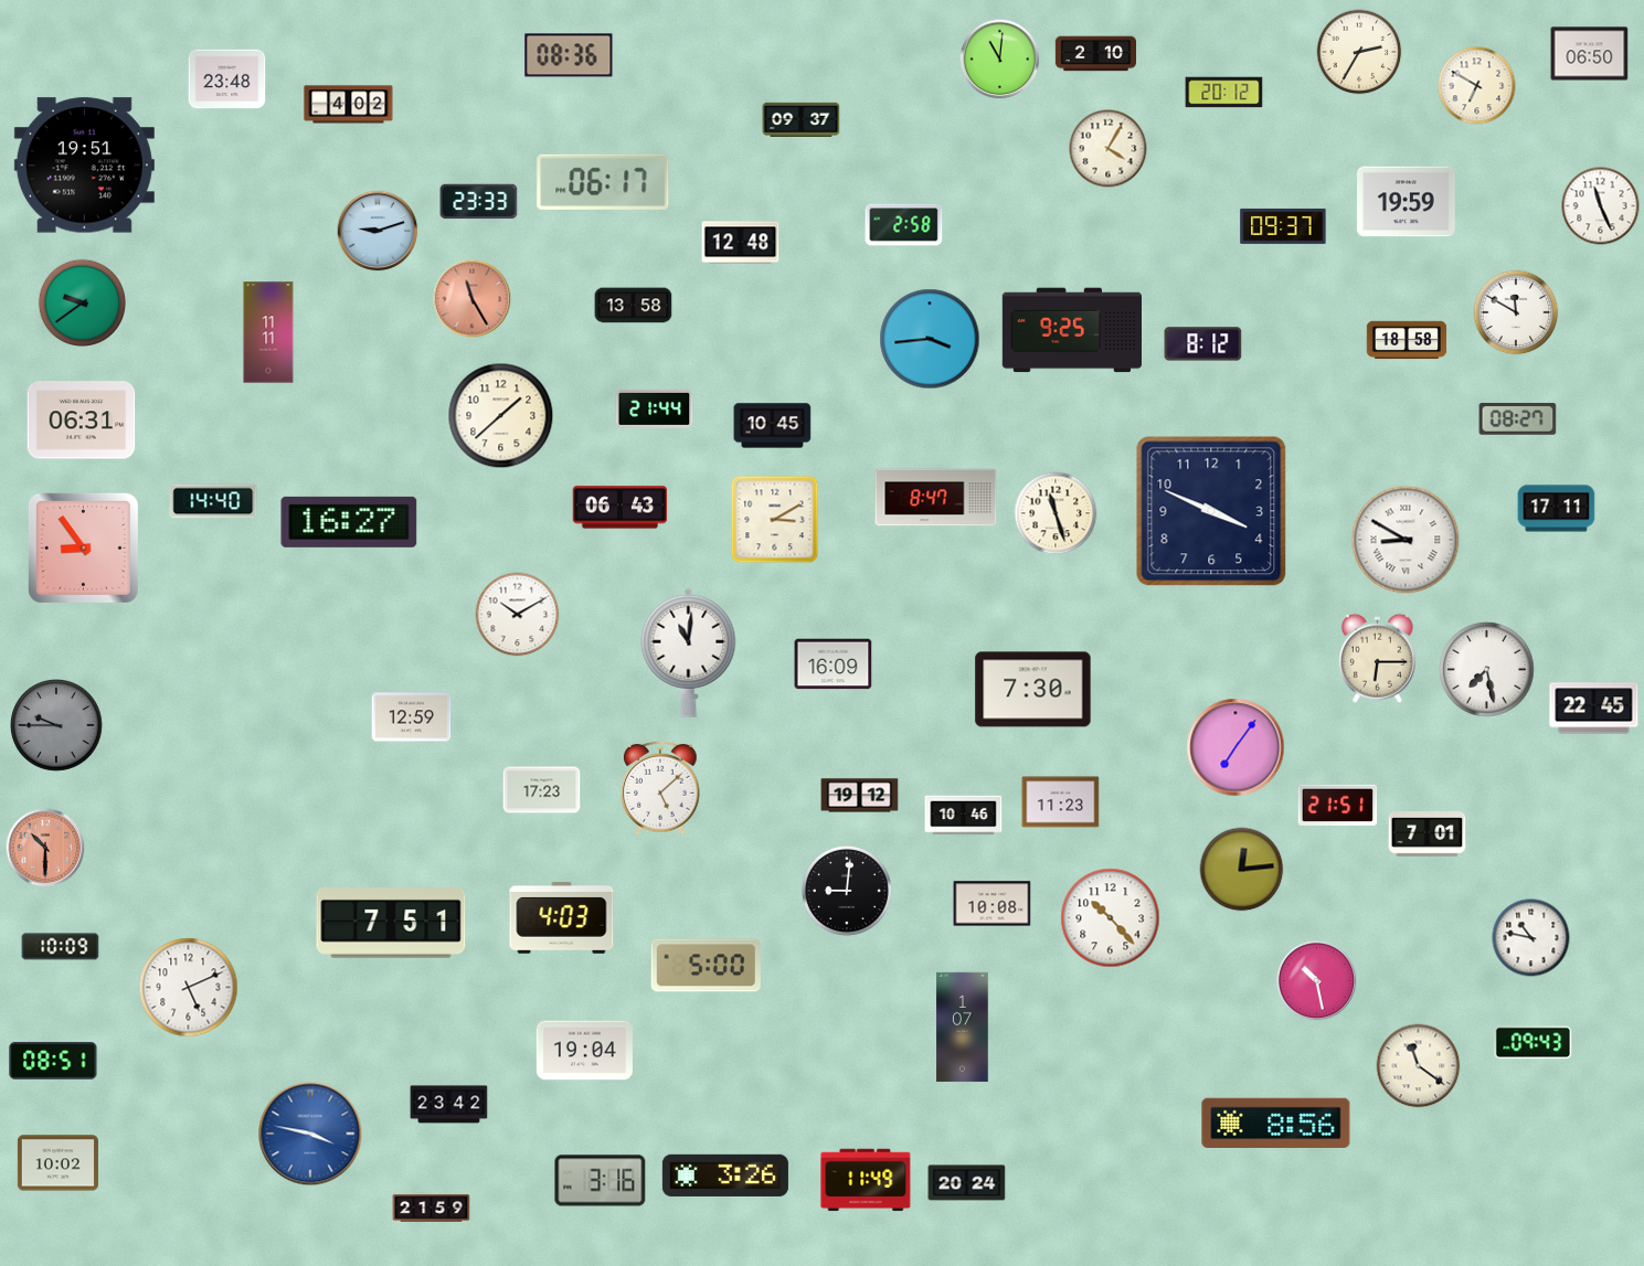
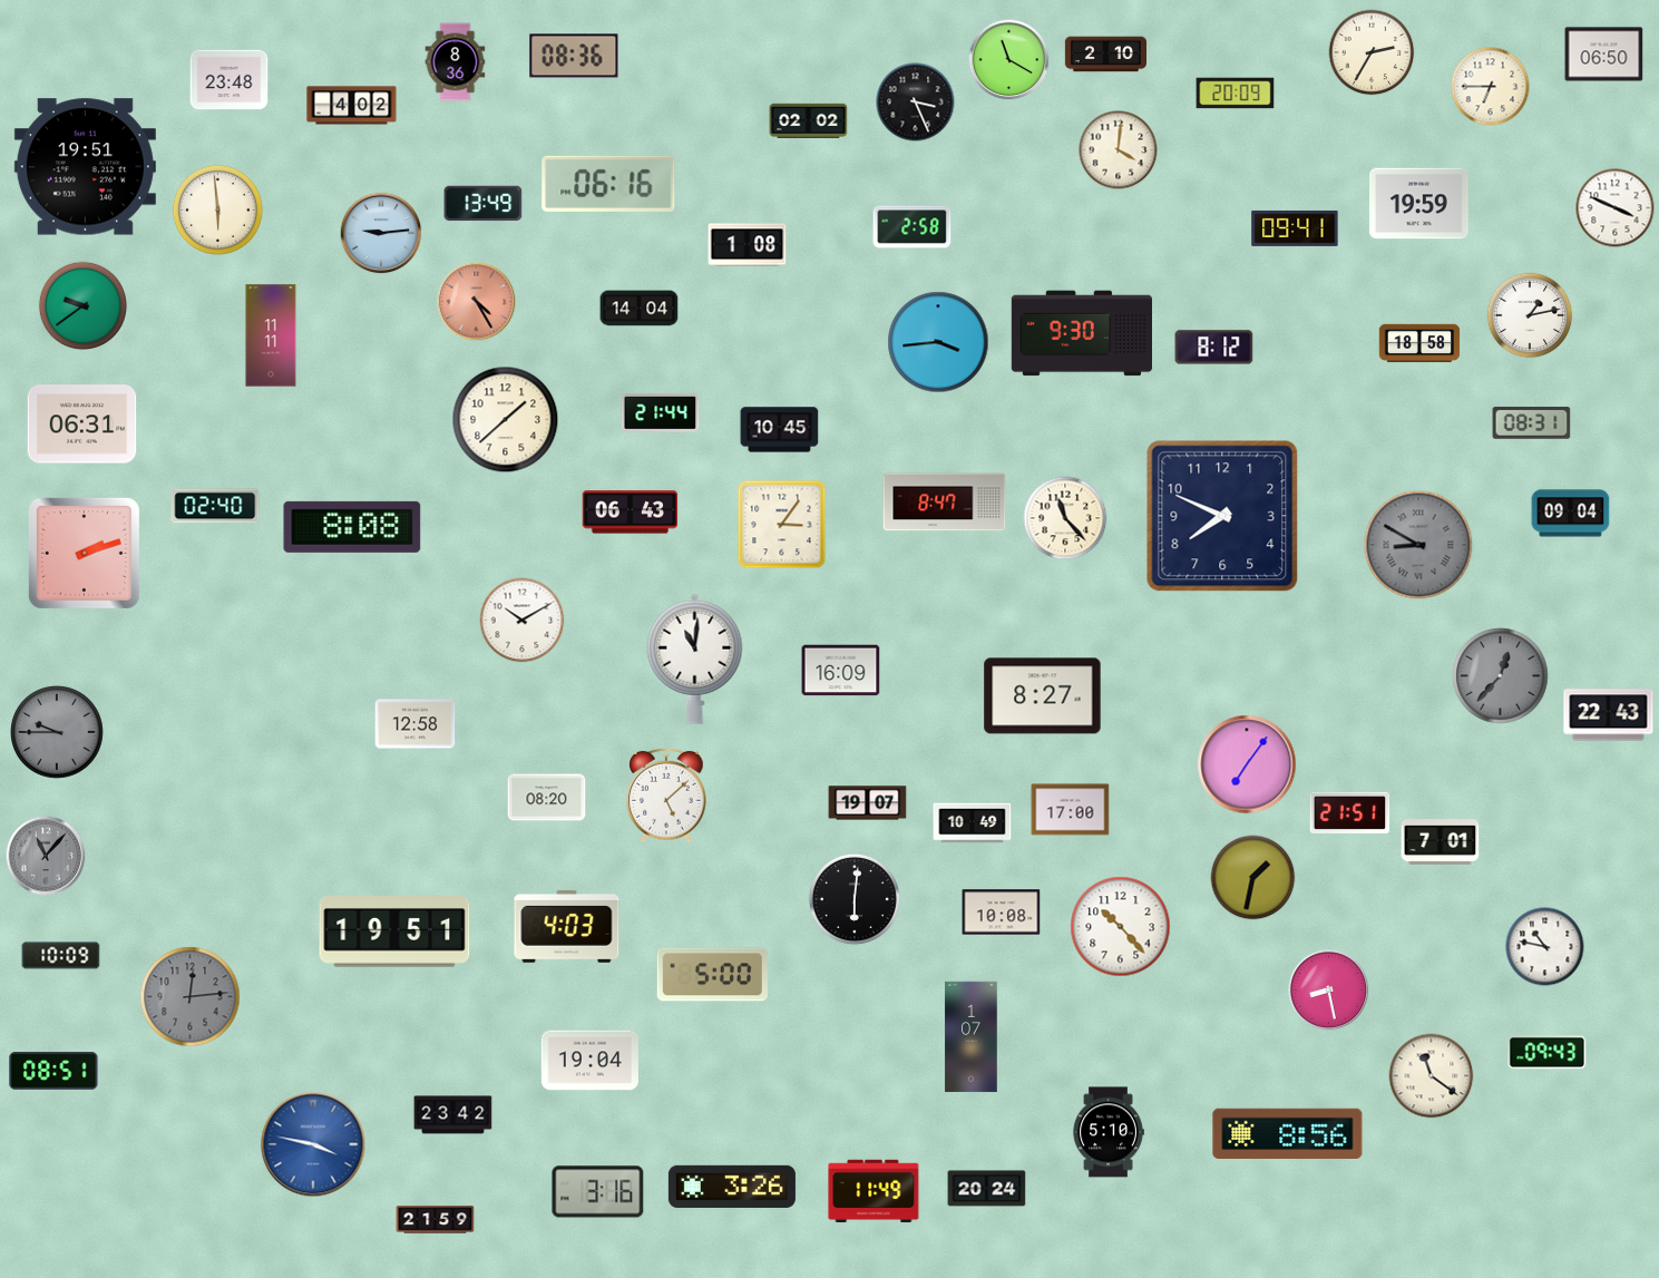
clock at (1000, 60): 11:01 -> 11:20
clock at (456, 62): none -> 8:36
clock at (1477, 86): 6:50 -> 6:45
clock at (1224, 93): 20:12 -> 20:09
clock at (916, 103): none -> 3:26
clock at (802, 119): 09:37 -> 02:02
clock at (1109, 149): 4:05 -> 4:01
clock at (603, 182): 06:17 -> 06:16
clock at (479, 202): 23:33 -> 13:49
clock at (1601, 206): 11:26 -> 3:49
clock at (217, 209): none -> 5:59
clock at (1283, 226): 09:37 -> 09:41
clock at (378, 231): 9:12 -> 9:14
clock at (741, 243): 12:48 -> 1:08
clock at (473, 299): 11:25 -> 4:25
clock at (634, 306): 13:58 -> 14:04
clock at (1516, 312): 11:50 -> 1:13
clock at (1071, 330): 9:25 -> 9:30
clock at (1518, 419): 08:27 -> 08:31
clock at (213, 501): 14:40 -> 02:40
clock at (621, 508) position: (621, 508) -> (631, 513)
clock at (1557, 509): 17:11 -> 09:04
clock at (1211, 511): 3:49 -> 7:49
clock at (1056, 513): 11:27 -> 11:23
clock at (775, 520): 3:10 -> 3:06
clock at (349, 522): 16:27 -> 8:08
clock at (1406, 540) dial: white -> grey
clock at (83, 547): 8:54 -> 2:12
clock at (1377, 658): 6:15 -> none
clock at (1487, 670): 7:28 -> 12:37
clock at (1487, 670) dial: white -> grey
clock at (1033, 690): 7:30 -> 8:27
clock at (1594, 709): 22:45 -> 22:43
clock at (412, 717): 12:59 -> 12:58
clock at (1235, 747) position: (1235, 747) -> (1247, 764)
clock at (542, 790): 17:23 -> 08:20
clock at (860, 796): 19:12 -> 19:07
clock at (1061, 802): 11:23 -> 17:00
clock at (964, 816): 10:46 -> 10:49
clock at (45, 848): 10:30 -> 11:07
clock at (45, 848) dial: salmon -> grey
clock at (1242, 870): 12:14 -> 1:32
clock at (847, 891): 9:01 -> 6:01
clock at (391, 924): 7:51 -> 19:51
clock at (1317, 981): 10:28 -> 8:28
clock at (189, 988): 5:11 -> 12:14
clock at (189, 988) dial: white -> grey
clock at (1109, 1132): none -> 5:10
clock at (57, 1163): 10:02 -> none
clock at (601, 1181) position: (601, 1181) -> (598, 1192)
clock at (967, 1183) position: (967, 1183) -> (987, 1189)
